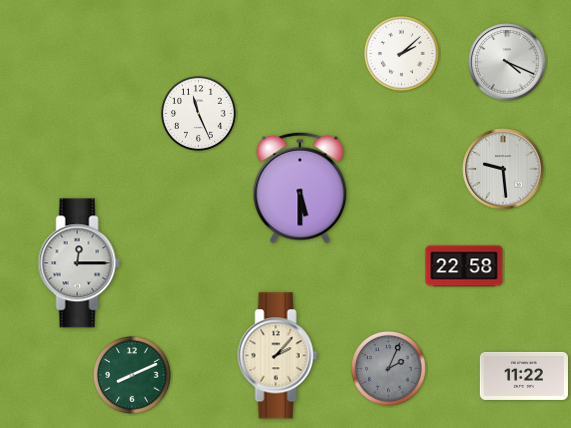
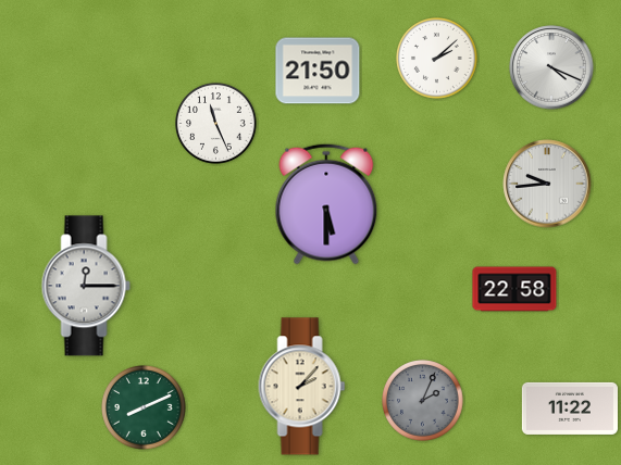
clock at (318, 71): none -> 21:50
clock at (503, 169): 9:29 -> 9:44
clock at (464, 266) position: (464, 266) -> (514, 289)
